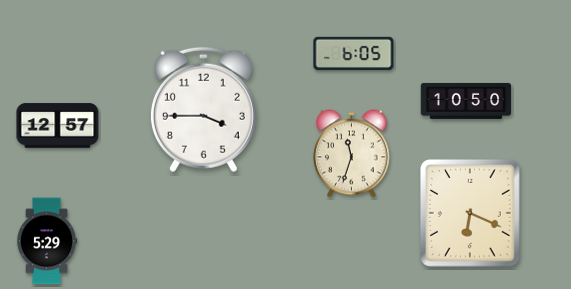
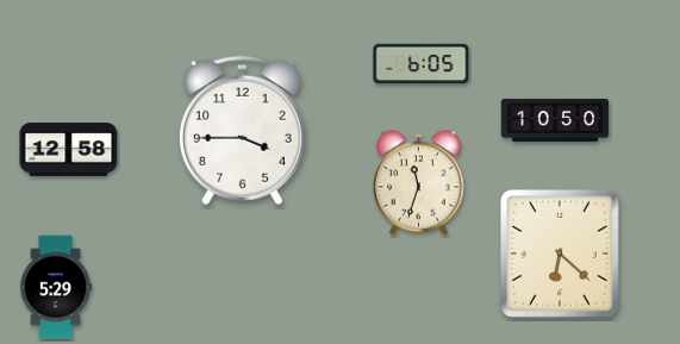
clock at (58, 126): 12:57 -> 12:58
clock at (470, 214): 6:19 -> 6:22
